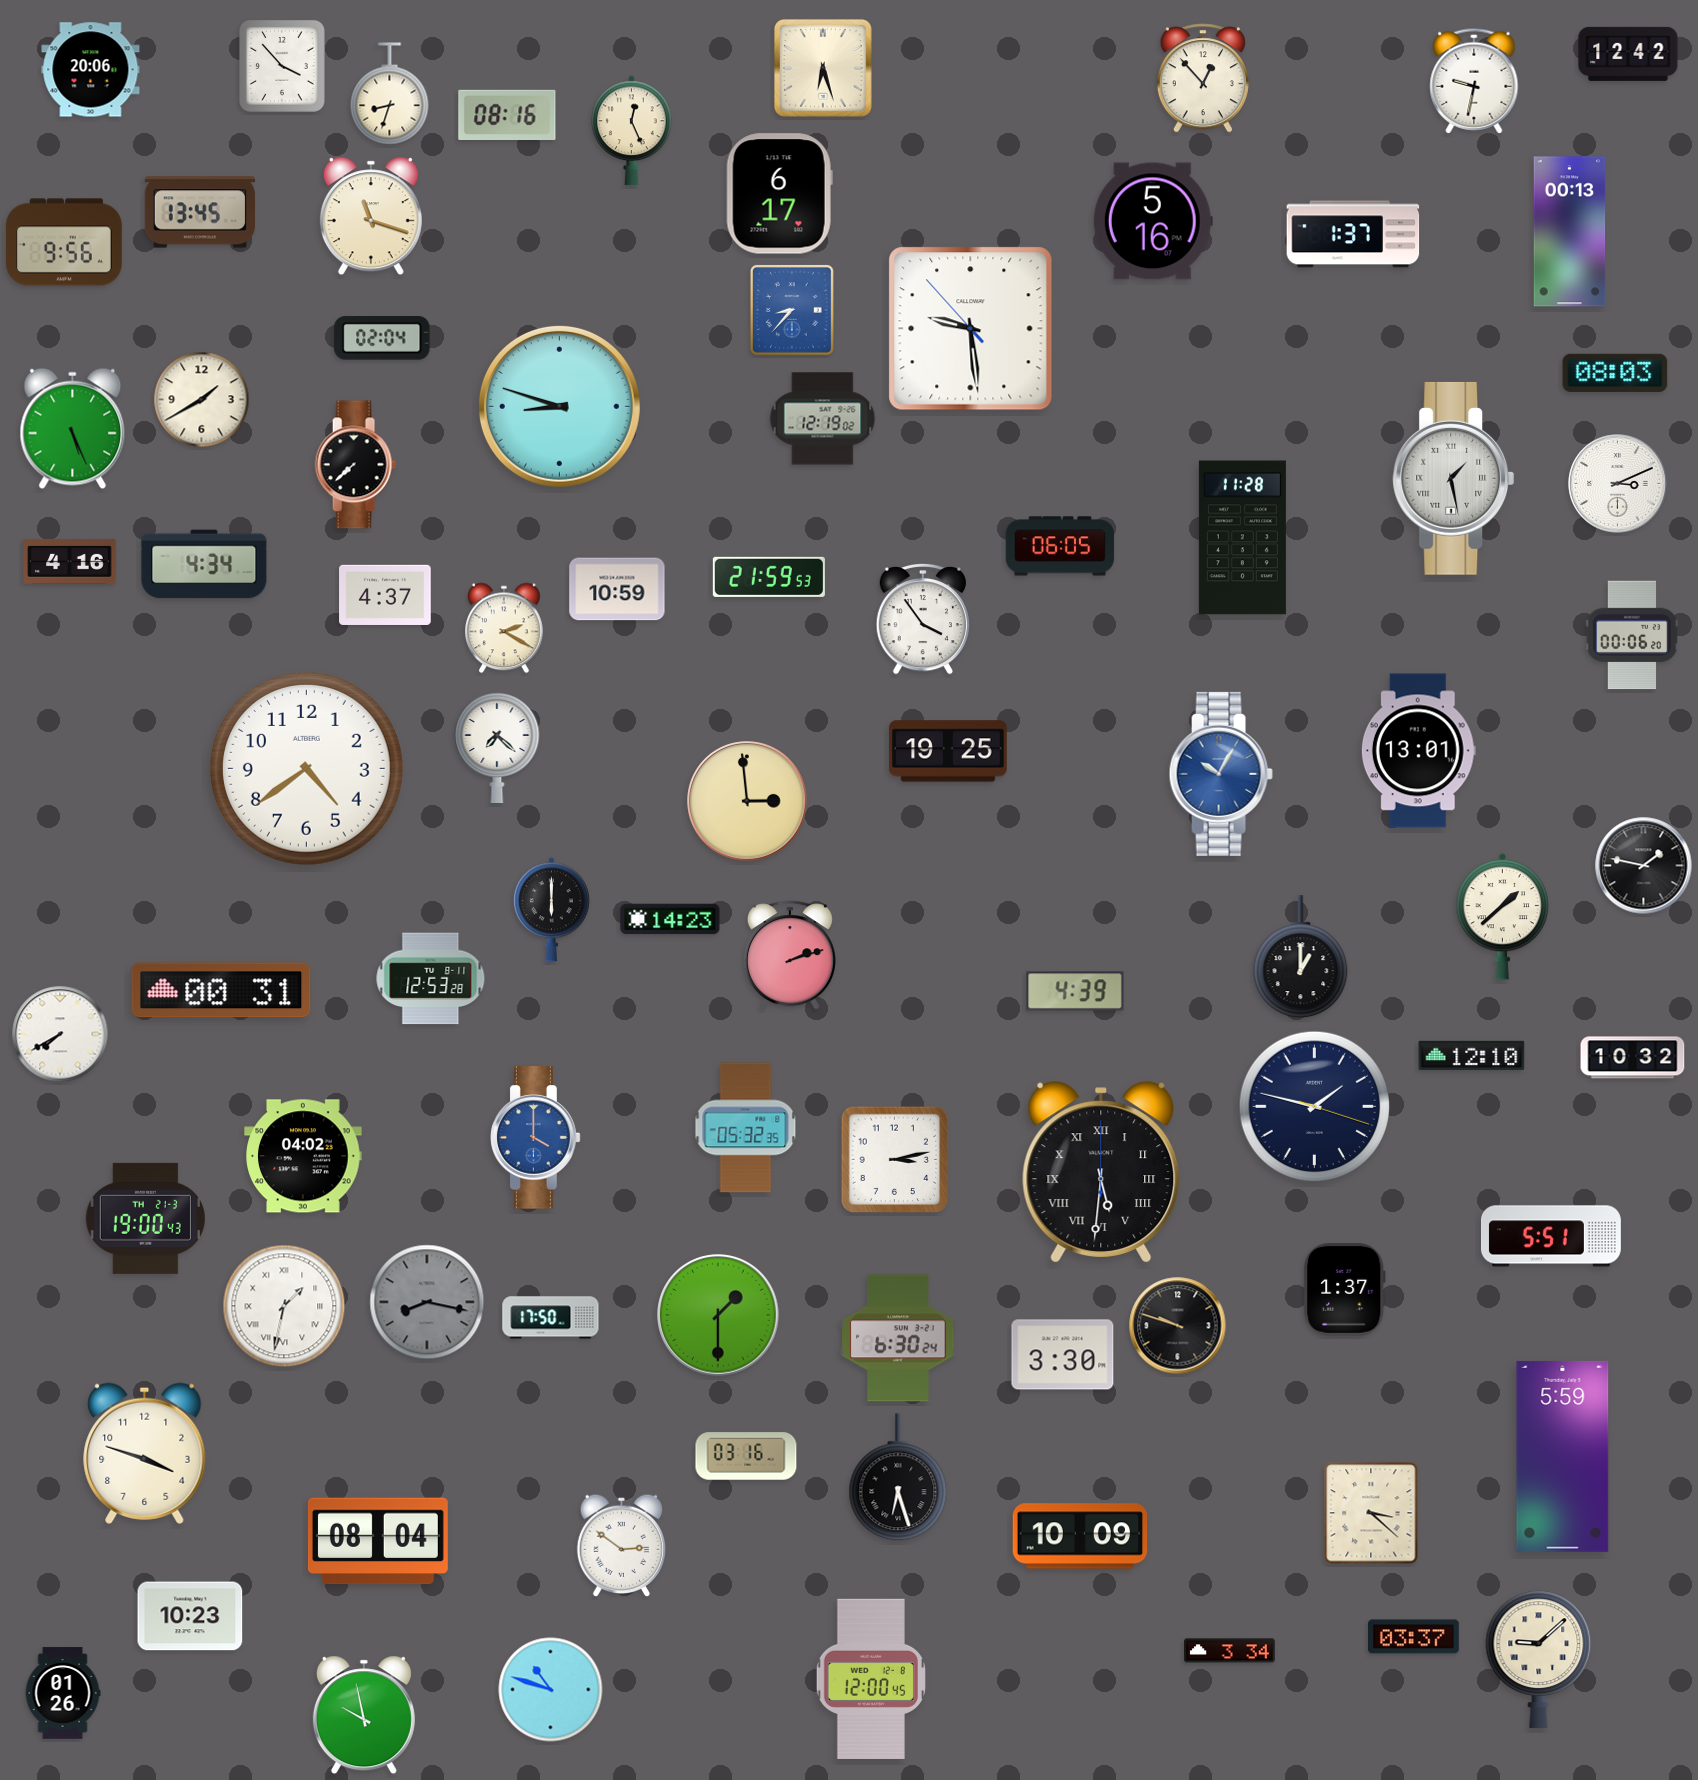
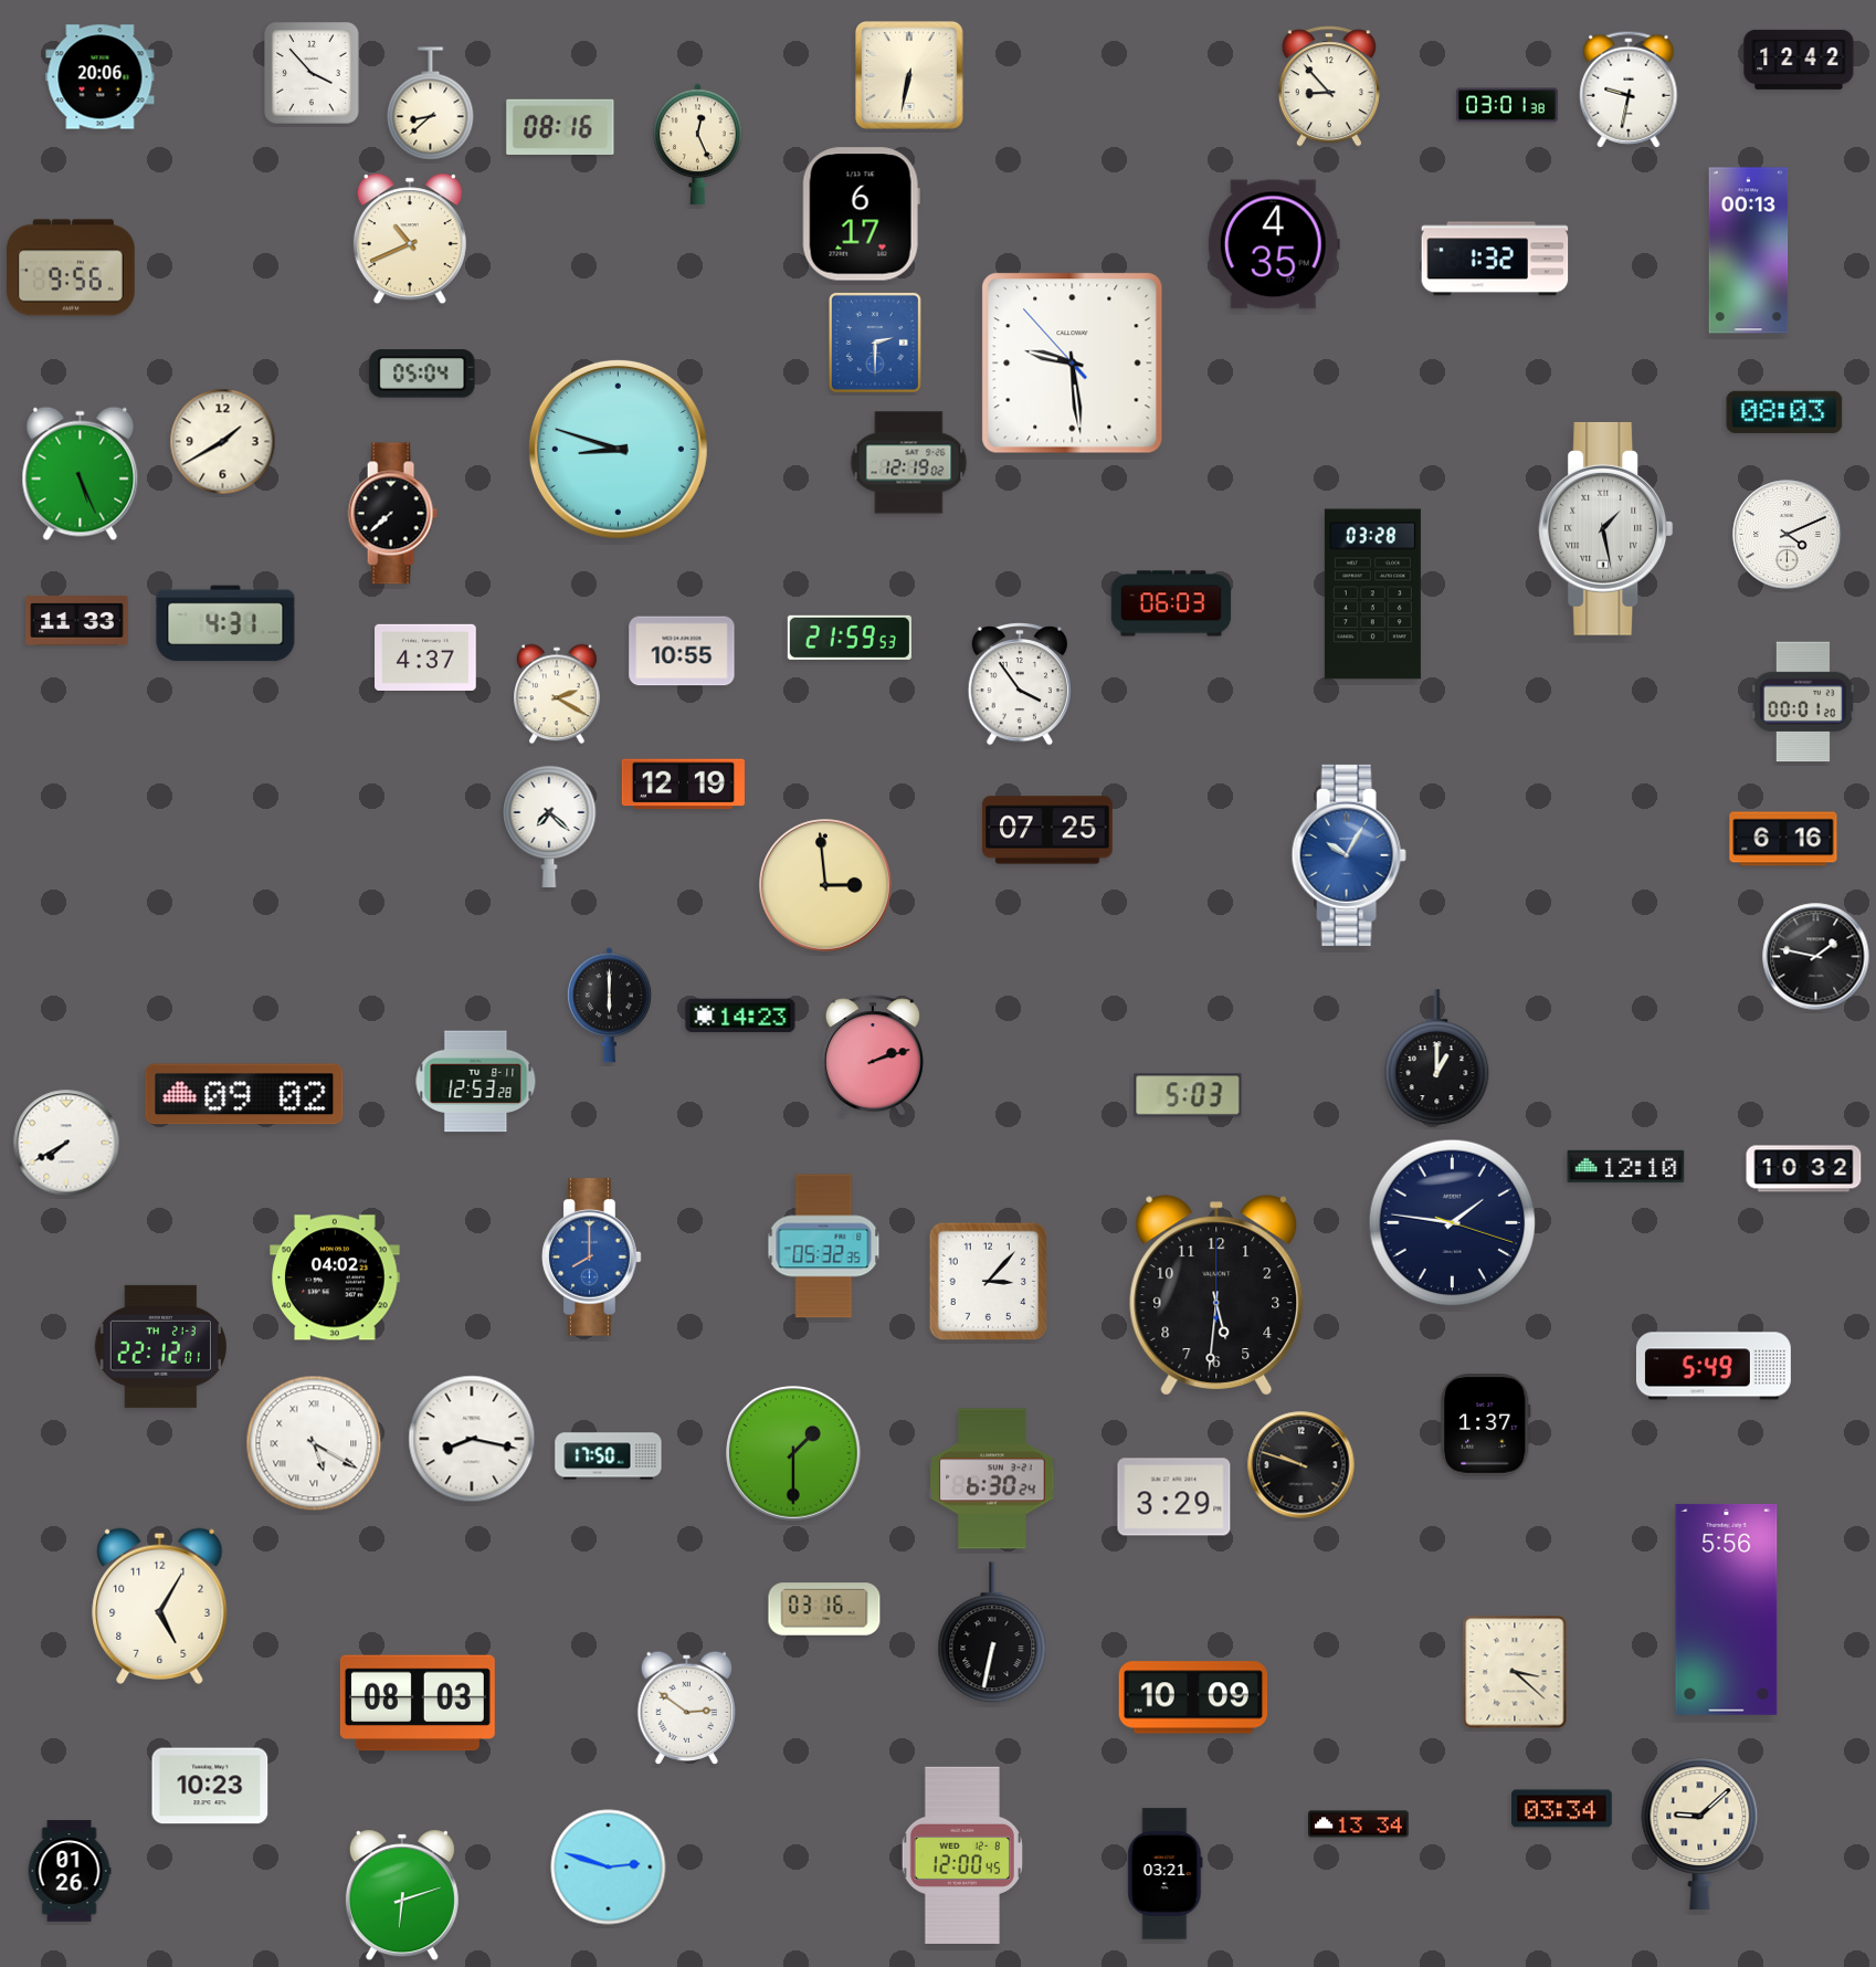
clock at (823, 68): 6:27 -> 6:32
clock at (1203, 78): 12:53 -> 8:53
clock at (390, 94): 8:33 -> 8:38
clock at (1507, 105): none -> 03:01
clock at (200, 212): 13:45 -> none
clock at (371, 216): 11:18 -> 10:41
clock at (1153, 221): 5:16 -> 4:35
clock at (1570, 232) position: (1570, 232) -> (1749, 251)
clock at (1353, 234): 1:37 -> 1:32
clock at (792, 310): 8:37 -> 2:30
clock at (382, 338): 02:04 -> 05:04
clock at (1618, 484): 3:11 -> 4:11
clock at (1242, 538): 11:28 -> 03:28
clock at (1060, 546): 06:05 -> 06:03
clock at (70, 562): 4:16 -> 11:33
clock at (204, 564): 4:34 -> 4:31
clock at (617, 589): 10:59 -> 10:55
clock at (1632, 635): 00:06 -> 00:01
clock at (683, 785): none -> 12:19
clock at (948, 751): 19:25 -> 07:25
clock at (1418, 751): 13:01 -> none
clock at (1783, 839): none -> 6:16
clock at (306, 768): 4:39 -> none
clock at (1503, 916): 1:38 -> none
clock at (221, 990): 00:31 -> 09:02
clock at (1075, 991): 4:39 -> 5:03
clock at (1315, 1107): 1:47 -> 1:46
clock at (536, 1138): 4:00 -> 8:00
clock at (894, 1159): 3:13 -> 3:07
clock at (1101, 1172) numerals: Roman -> Arabic
clock at (145, 1218): 19:00 -> 22:12
clock at (1551, 1236): 5:51 -> 5:49
clock at (427, 1302) dial: grey -> white
clock at (284, 1306): 1:32 -> 5:20
clock at (1063, 1355): 3:30 -> 3:29
clock at (145, 1453): 3:48 -> 5:05
clock at (1563, 1456): 5:59 -> 5:56
clock at (898, 1478): 6:27 -> 6:32
clock at (378, 1541): 08:04 -> 08:03
clock at (1414, 1637): 03:37 -> 03:34
clock at (1230, 1651): 3:34 -> 13:34
clock at (551, 1690): 10:48 -> 2:48
clock at (1166, 1874): none -> 03:21
clock at (364, 1715): 9:58 -> 6:12
